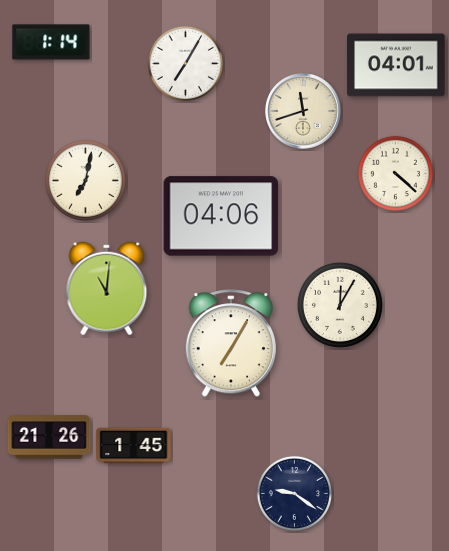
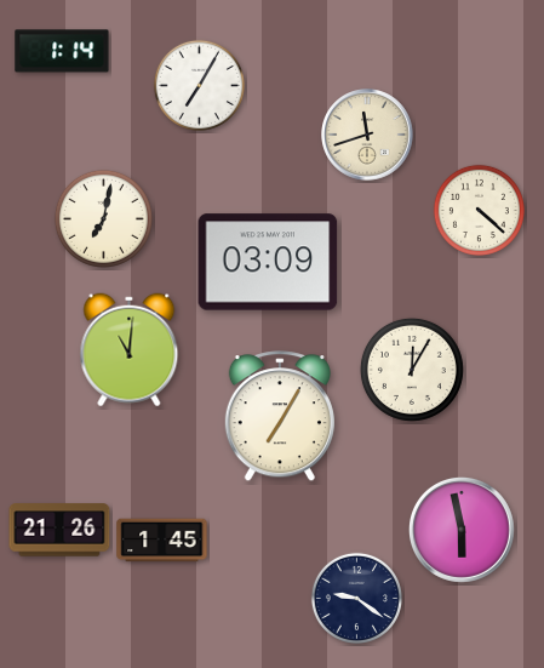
clock at (185, 63) position: (185, 63) -> (199, 85)
clock at (396, 65): 04:01 -> none
clock at (221, 216): 04:06 -> 03:09
clock at (462, 530): none -> 5:58
